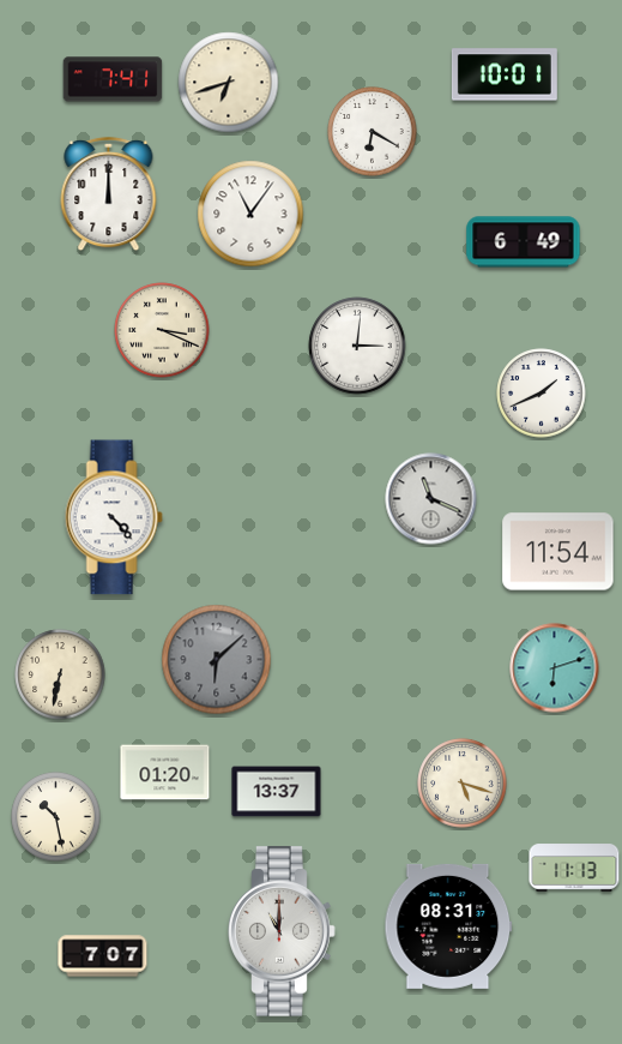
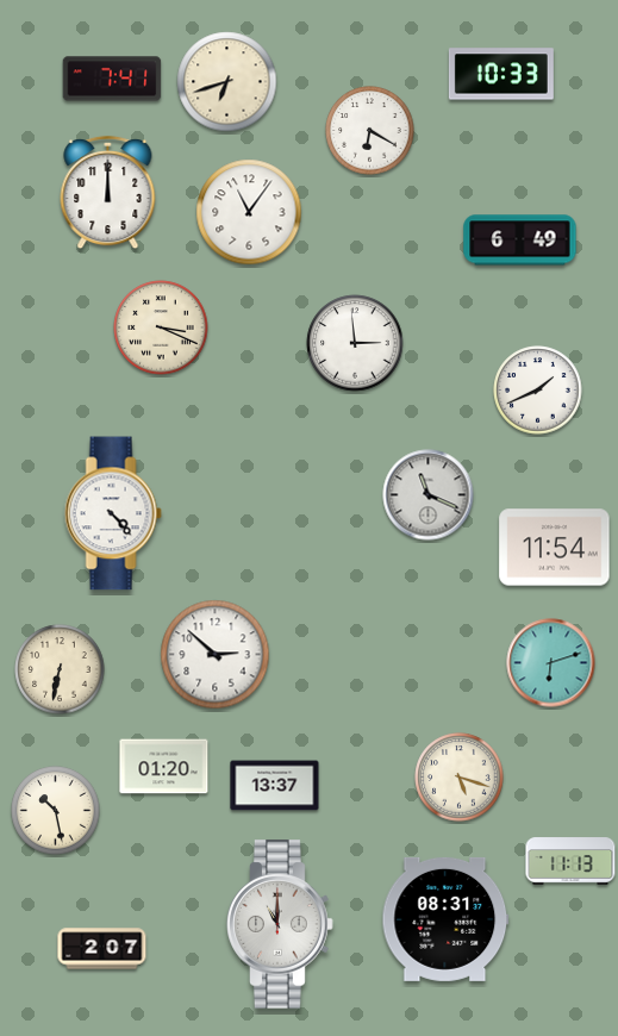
clock at (505, 74): 10:01 -> 10:33
clock at (357, 346): 3:01 -> 2:59
clock at (217, 660): 6:08 -> 2:52
clock at (217, 660) dial: grey -> white
clock at (103, 956): 7:07 -> 2:07
